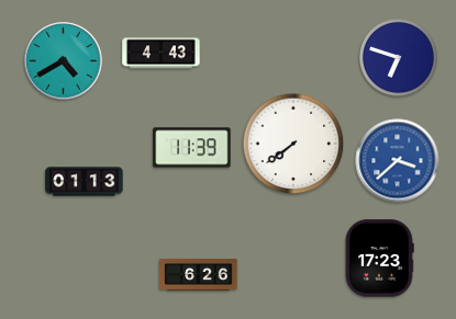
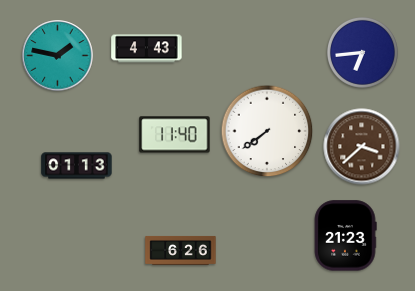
clock at (398, 57): 6:48 -> 6:44
clock at (64, 61): 4:40 -> 1:47
clock at (192, 148): 11:39 -> 11:40
clock at (398, 161) dial: blue -> brown
clock at (379, 259): 17:23 -> 21:23
